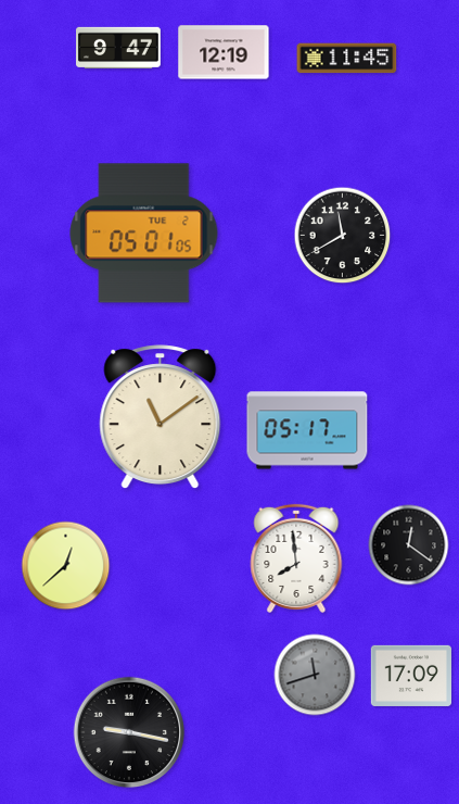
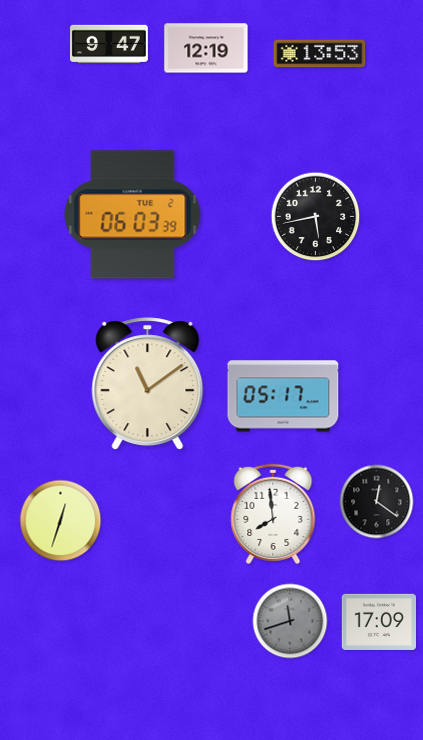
clock at (347, 59): 11:45 -> 13:53
clock at (144, 234): 05:01 -> 06:03
clock at (343, 236): 11:40 -> 5:43
clock at (66, 566): 12:38 -> 12:33
clock at (129, 732): 9:17 -> none
